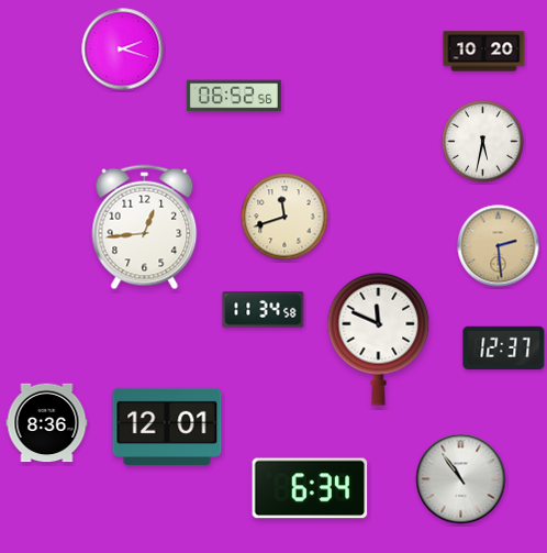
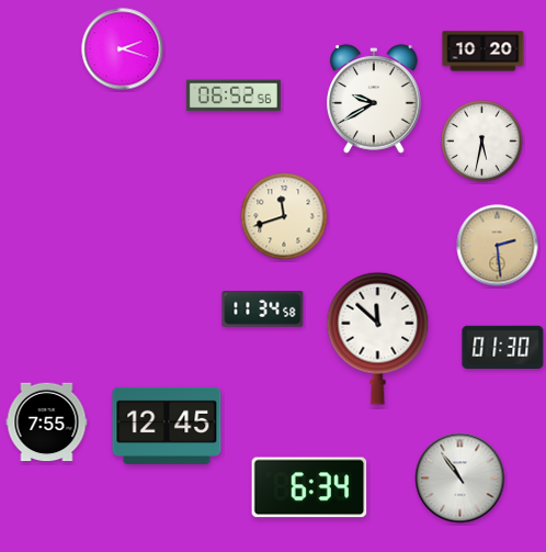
clock at (374, 99): none -> 9:40
clock at (145, 228): 12:44 -> none
clock at (379, 339): 11:49 -> 11:52
clock at (504, 349): 12:37 -> 01:30
clock at (47, 423): 8:36 -> 7:55
clock at (167, 427): 12:01 -> 12:45
